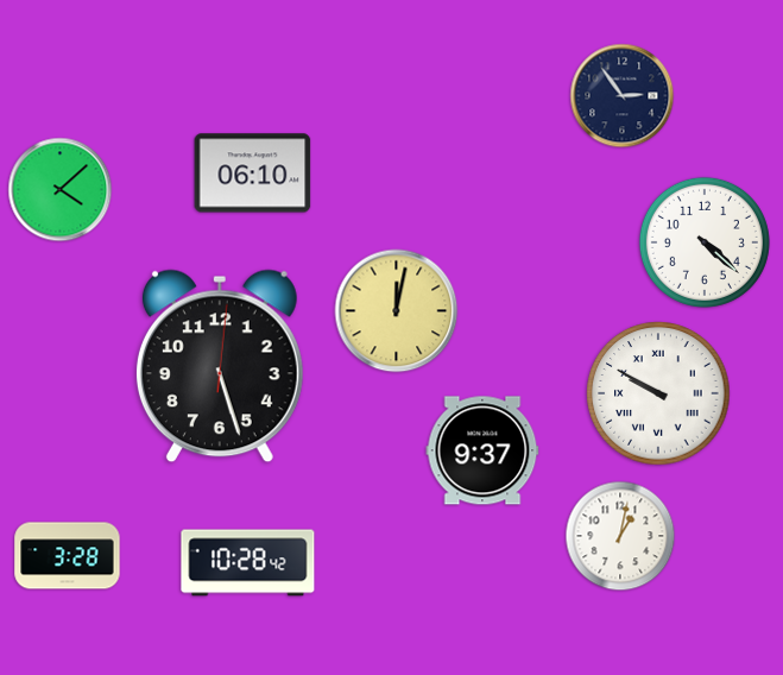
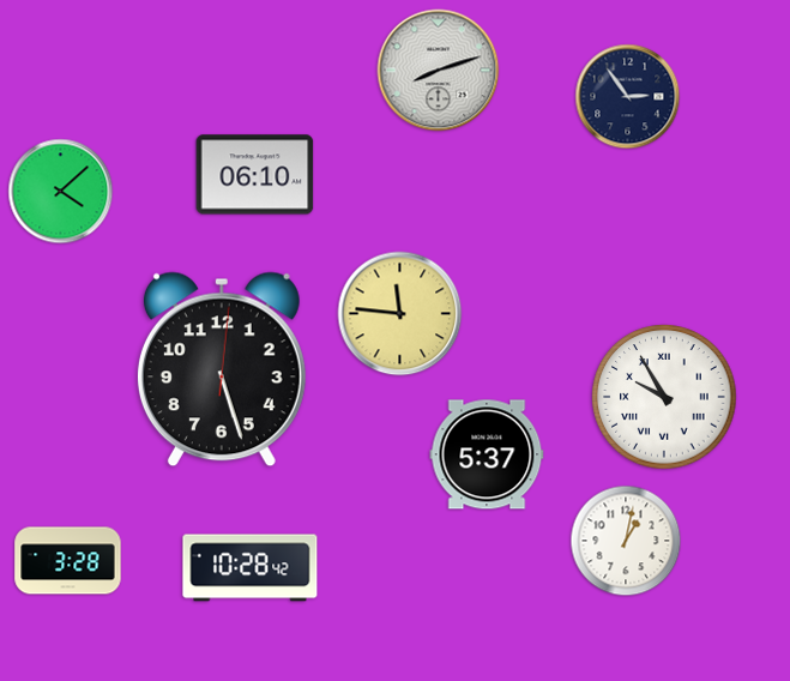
clock at (439, 71): none -> 8:12
clock at (705, 242): 4:22 -> none
clock at (397, 311): 12:02 -> 11:46
clock at (658, 393): 9:50 -> 9:55
clock at (482, 450): 9:37 -> 5:37
